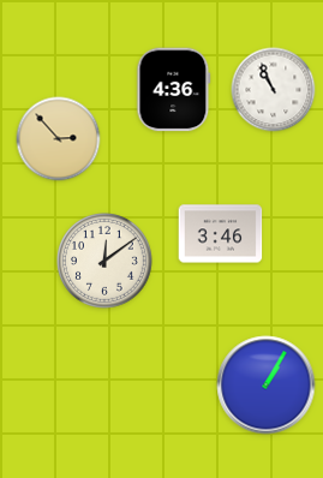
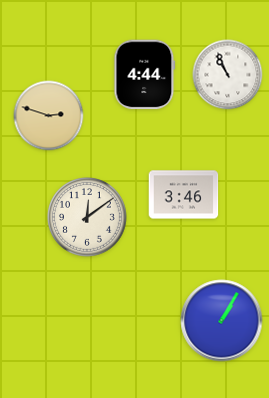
clock at (174, 90): 4:36 -> 4:44
clock at (59, 139): 2:53 -> 2:48
